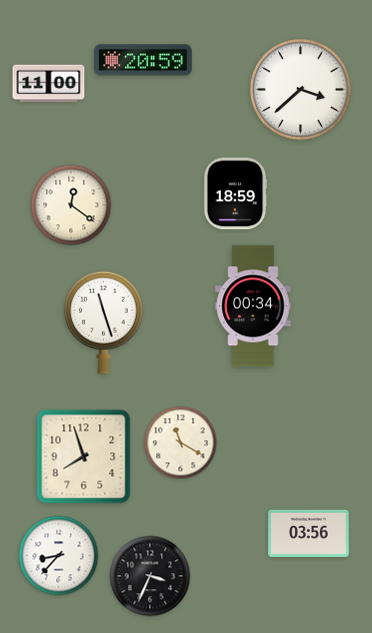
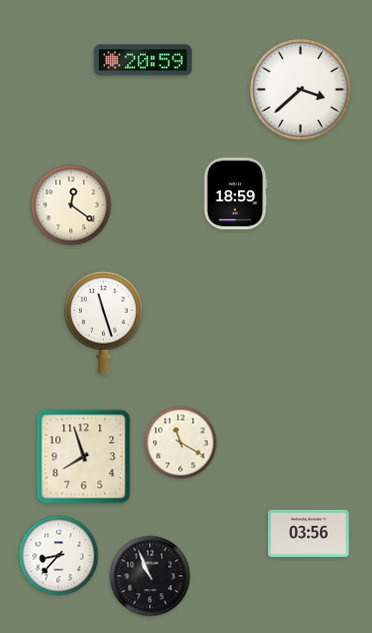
clock at (49, 84): 11:00 -> none
clock at (253, 306): 00:34 -> none
clock at (150, 576): 3:34 -> 10:56
